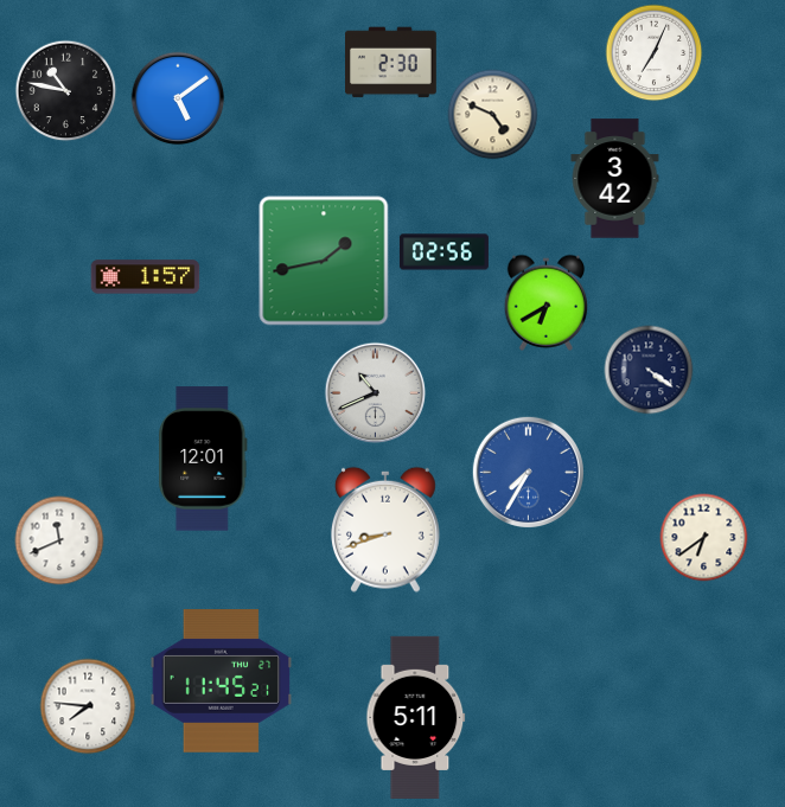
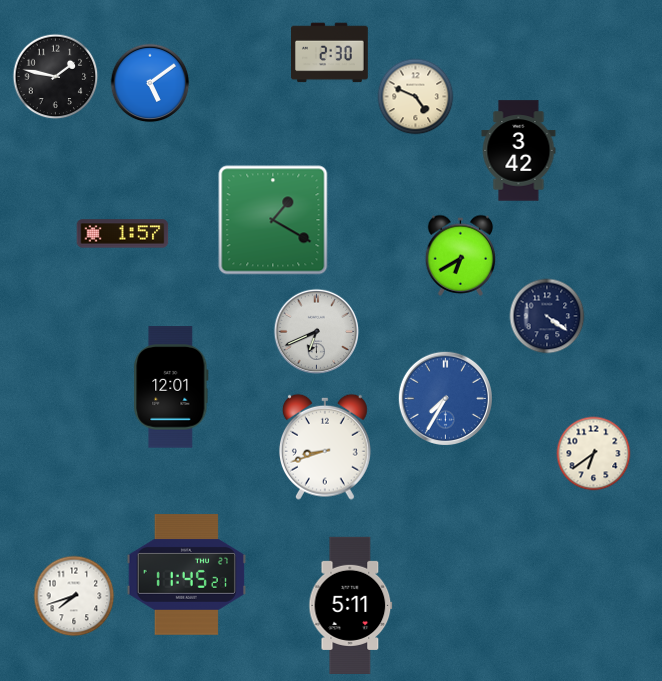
clock at (655, 53): 7:04 -> none
clock at (66, 91): 10:47 -> 1:47
clock at (443, 252): 02:56 -> none
clock at (324, 261): 1:43 -> 1:20
clock at (649, 370) position: (649, 370) -> (547, 316)
clock at (376, 393): 10:41 -> 6:41
clock at (59, 540): 11:41 -> none
clock at (88, 706): 7:46 -> 7:42
